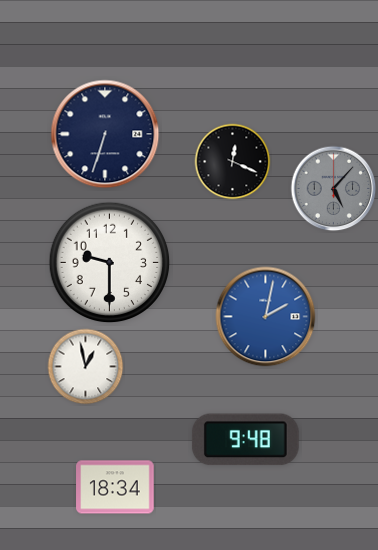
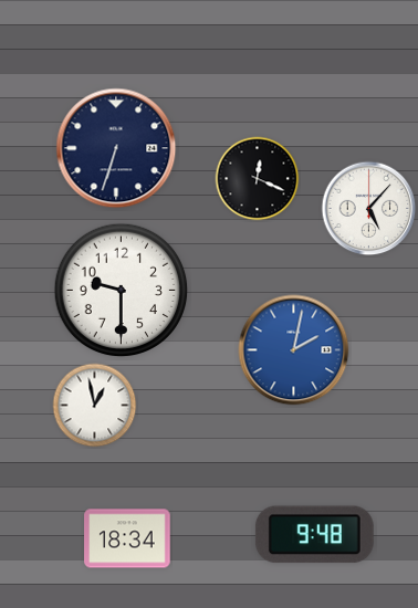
clock at (334, 189) dial: grey -> white
clock at (245, 440) position: (245, 440) -> (314, 535)
